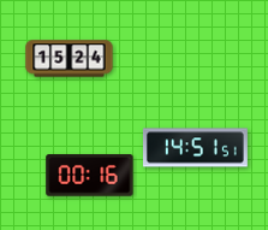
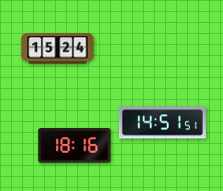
clock at (90, 176): 00:16 -> 18:16
